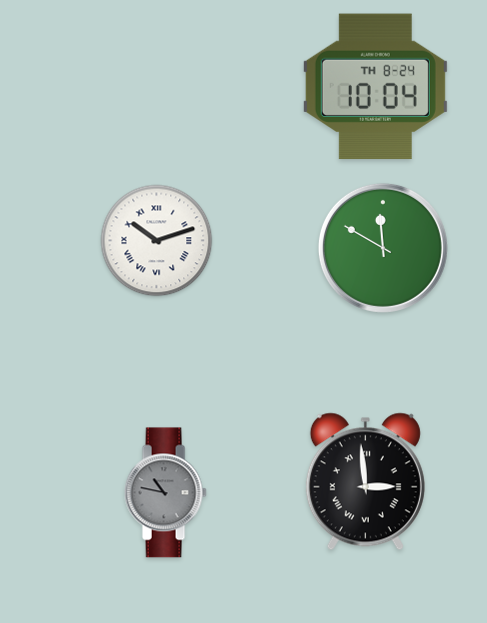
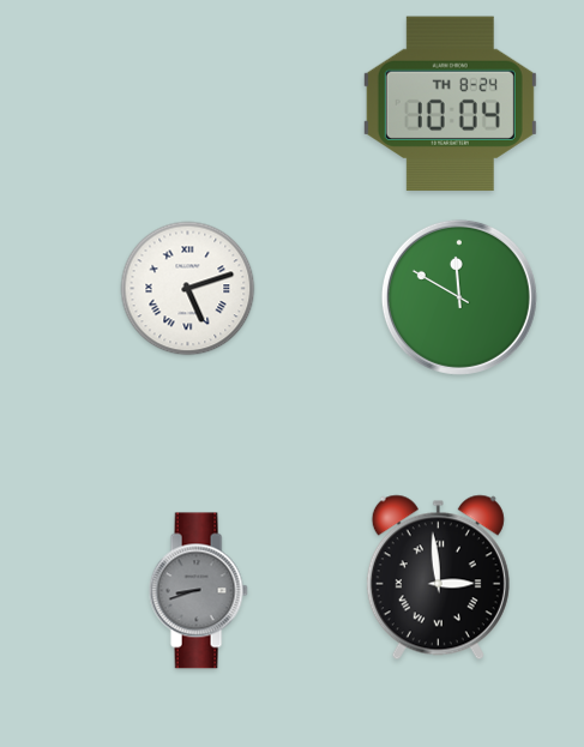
clock at (157, 241): 10:12 -> 5:12
clock at (165, 493): 10:47 -> 8:42
